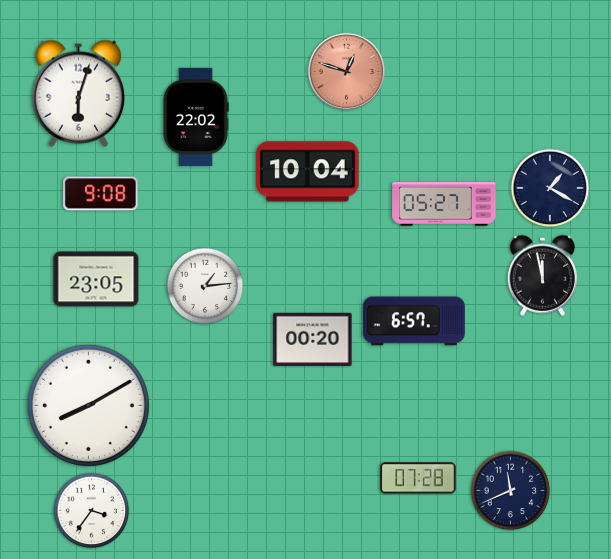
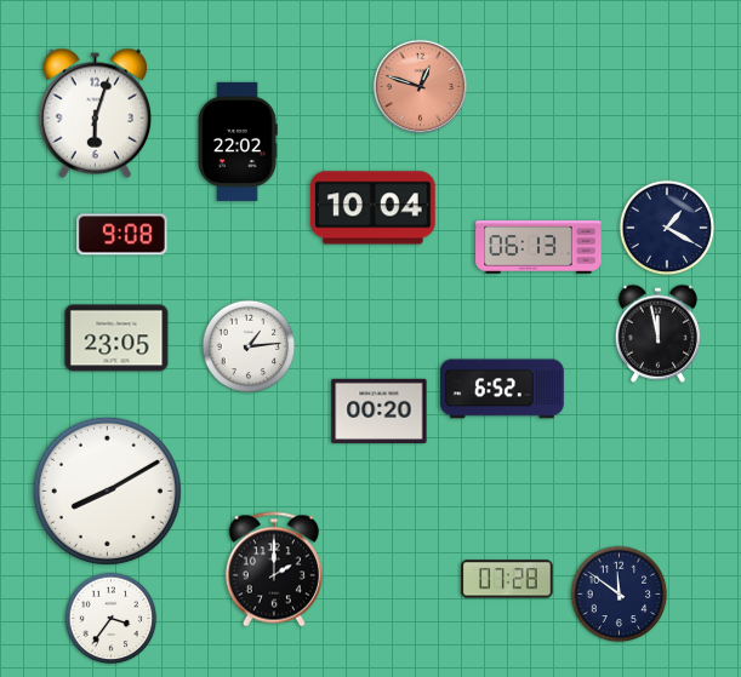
clock at (444, 204): 05:27 -> 06:13
clock at (415, 321): 6:57 -> 6:52
clock at (274, 569): none -> 2:00
clock at (511, 491): 11:41 -> 11:51
